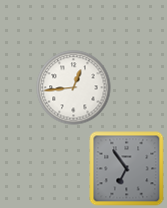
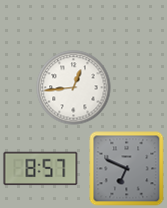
clock at (41, 169): none -> 8:57
clock at (127, 169): 6:54 -> 6:49
